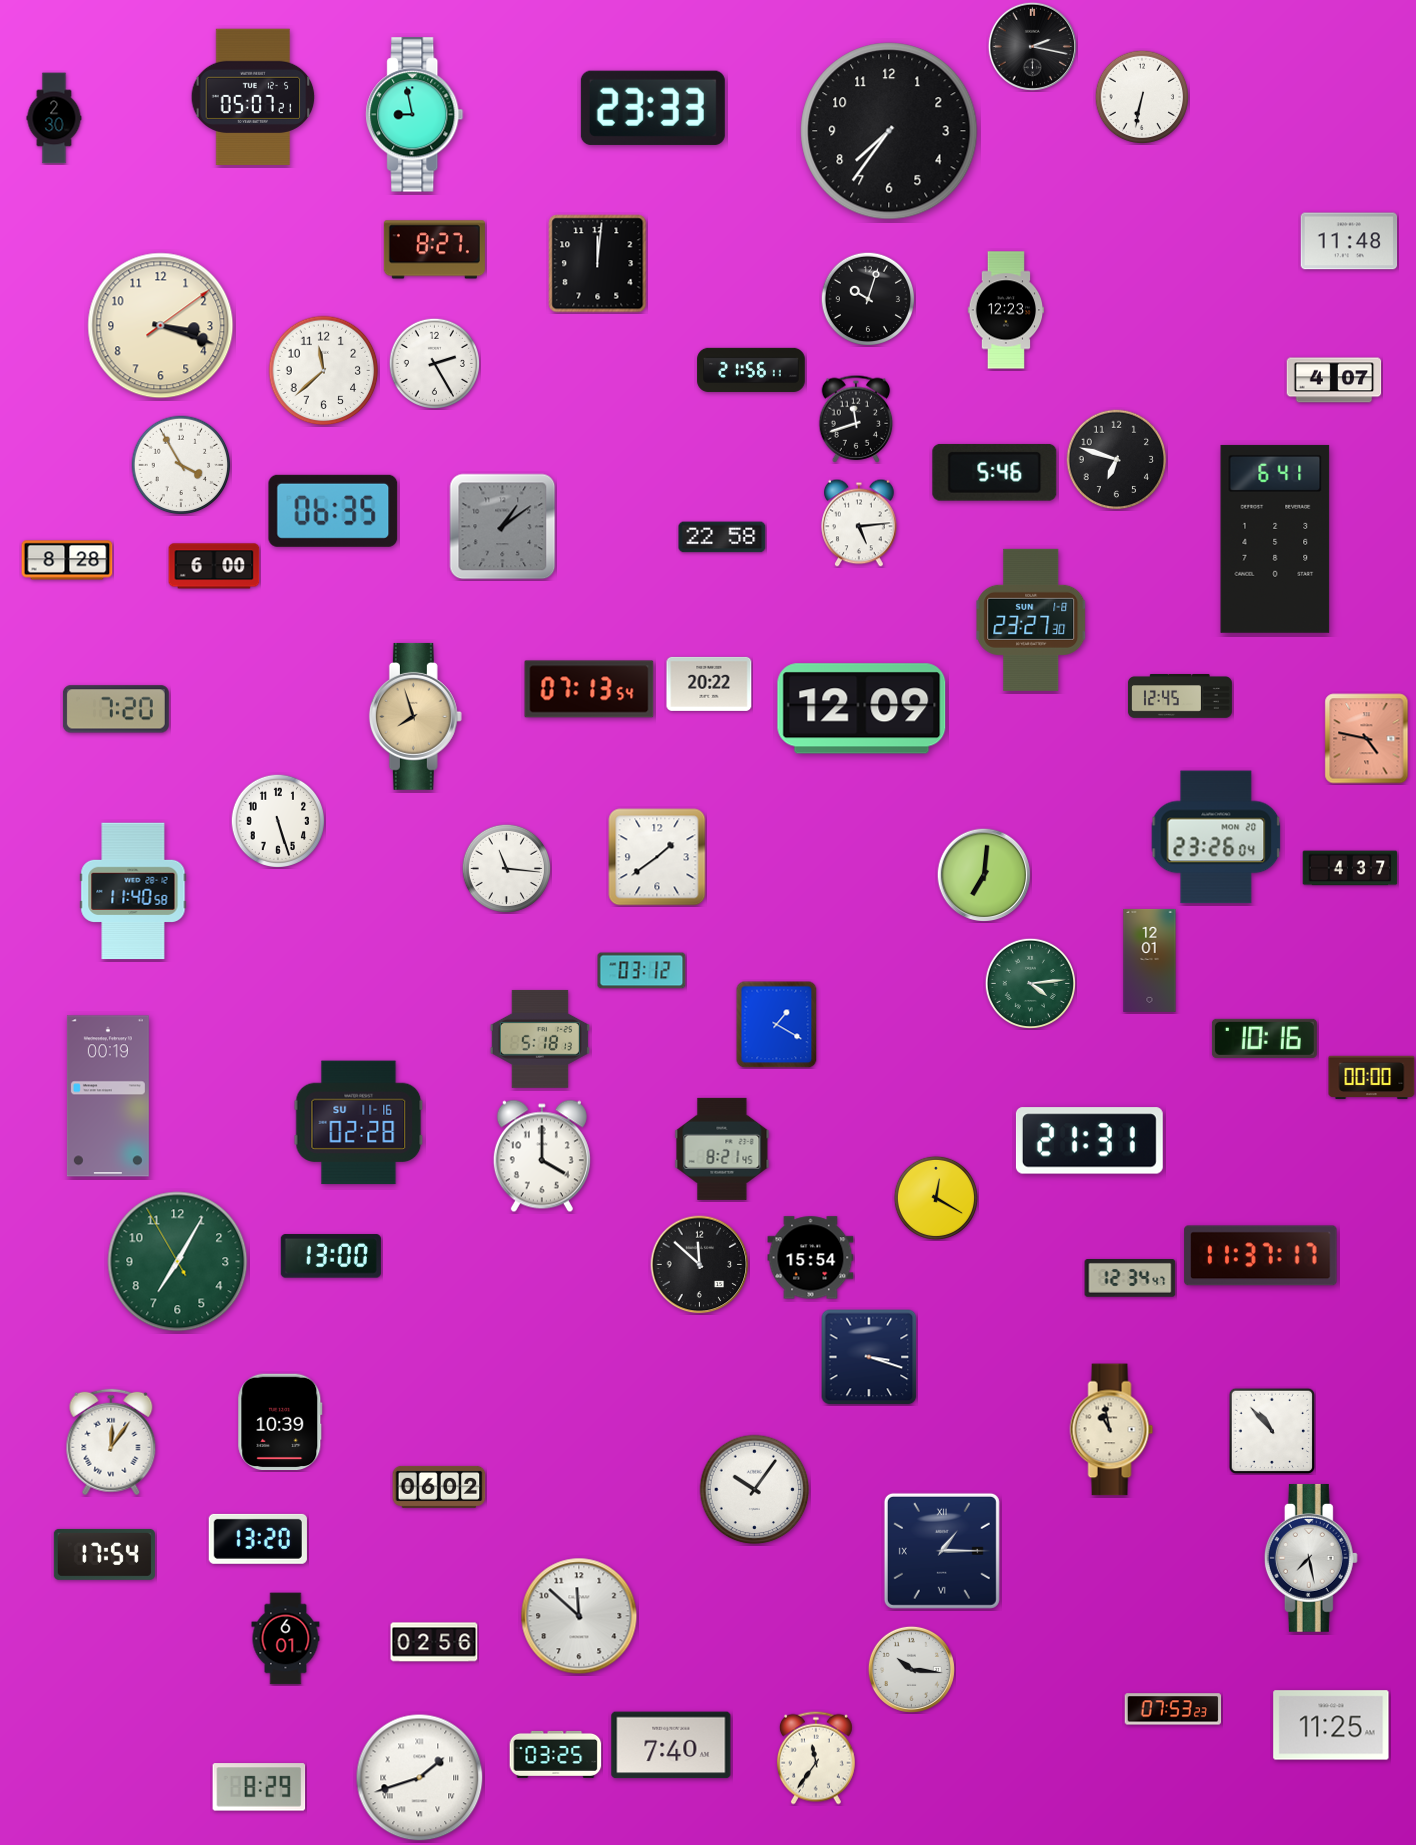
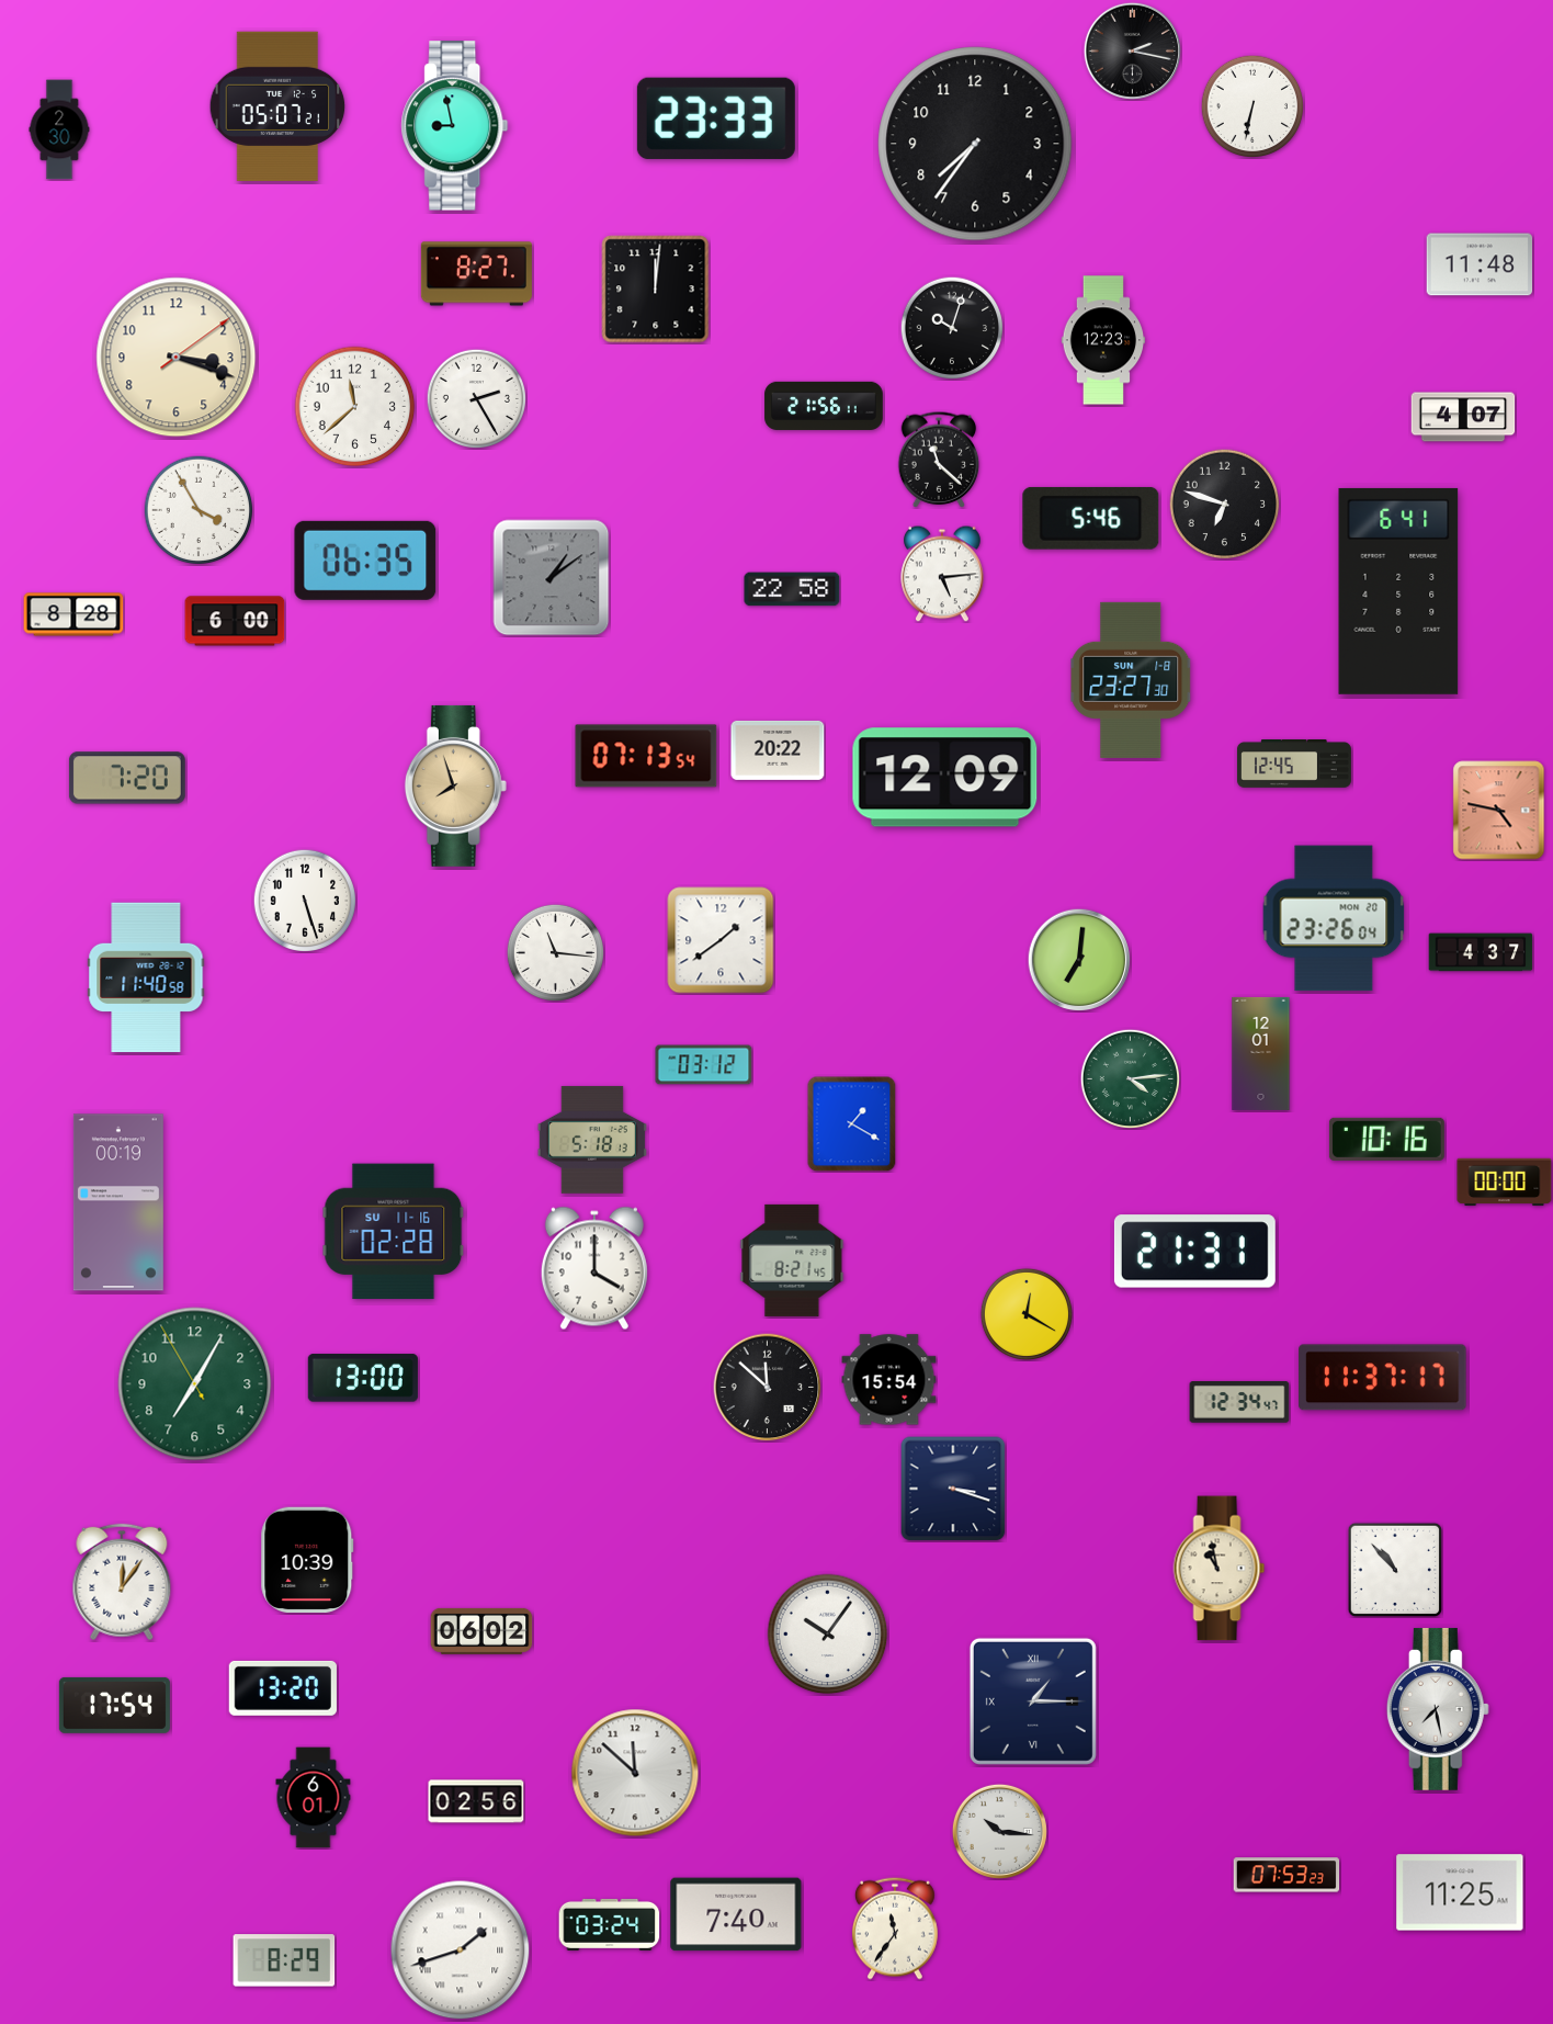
clock at (856, 419): 11:42 -> 11:22
clock at (556, 1754): 03:25 -> 03:24
